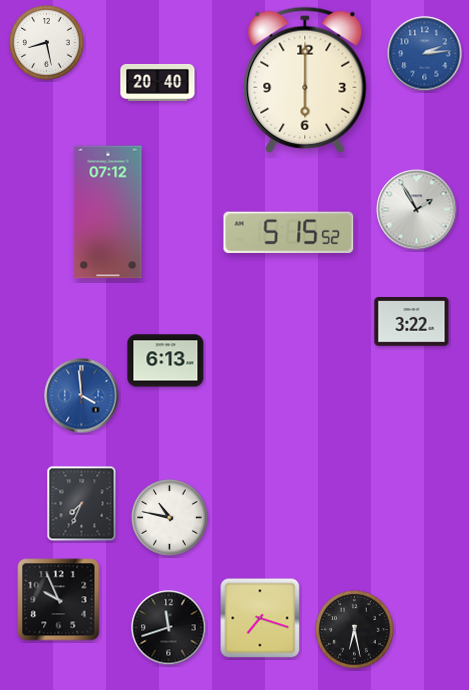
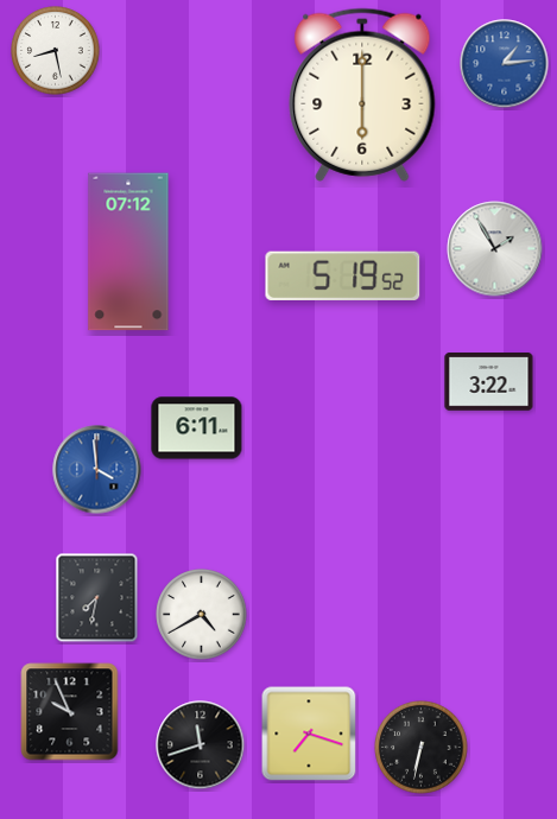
clock at (425, 54): 2:14 -> 1:14
clock at (158, 82): 20:40 -> none
clock at (289, 232): 5:15 -> 5:19
clock at (166, 361): 6:13 -> 6:11
clock at (82, 504): 7:34 -> 7:32
clock at (170, 518): 10:47 -> 4:40
clock at (355, 630): 6:28 -> 6:32
